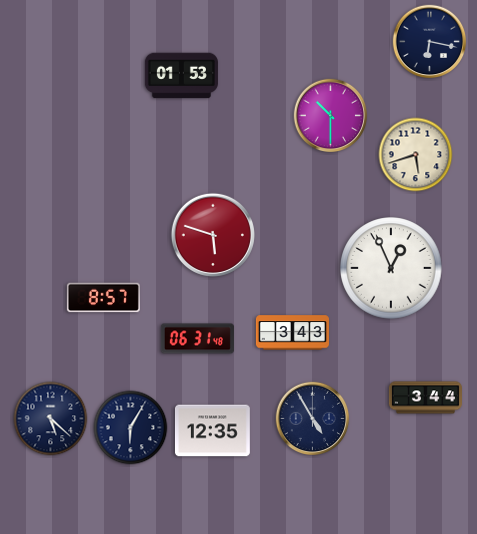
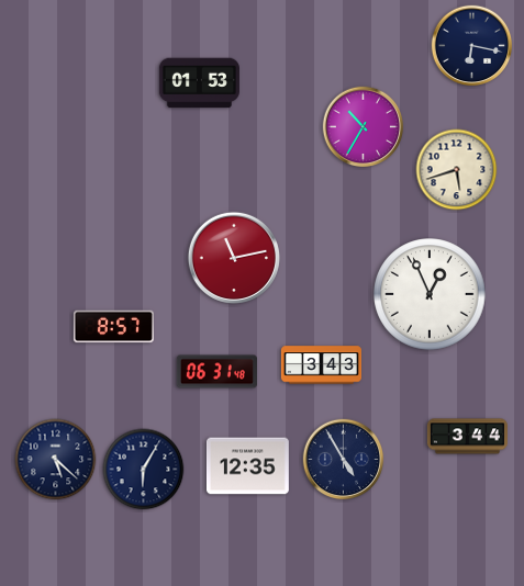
clock at (331, 116): 10:30 -> 10:35
clock at (213, 235): 5:48 -> 11:13
clock at (212, 431) position: (212, 431) -> (247, 466)
